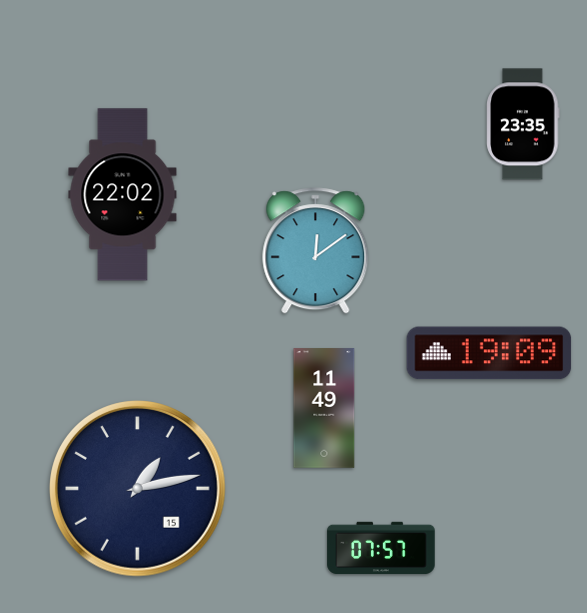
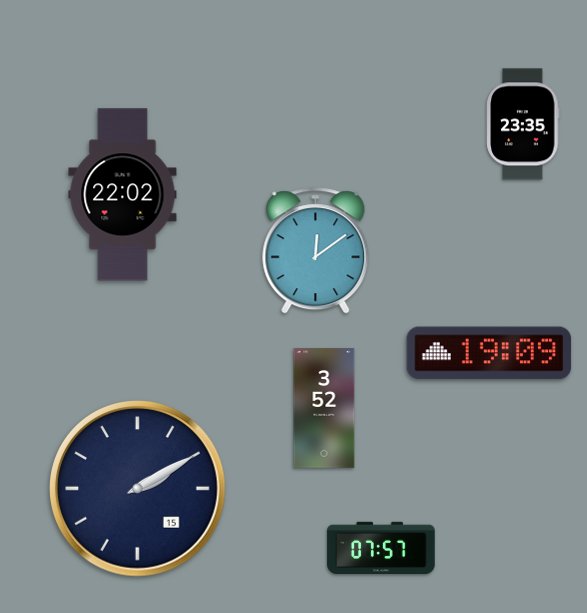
clock at (324, 408): 11:49 -> 3:52
clock at (138, 489): 1:13 -> 2:10
